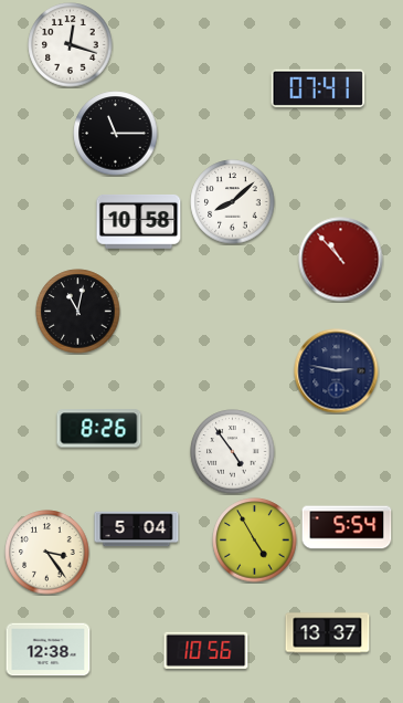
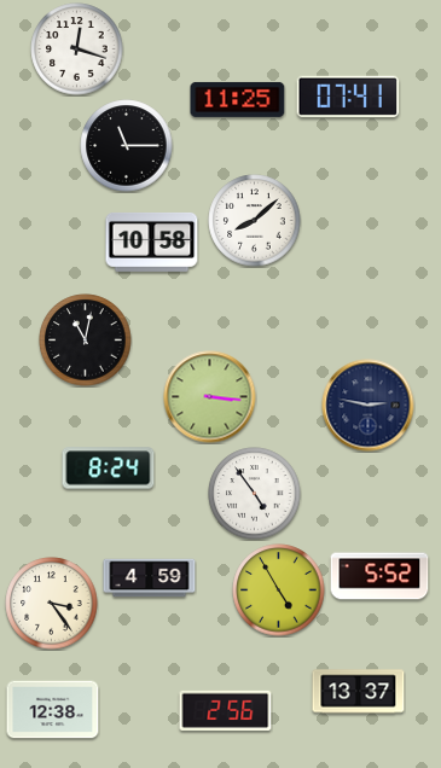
clock at (238, 99): none -> 11:25
clock at (341, 260): 10:53 -> none
clock at (210, 397): none -> 3:16
clock at (99, 429): 8:26 -> 8:24
clock at (347, 527): 5:54 -> 5:52
clock at (137, 529): 5:04 -> 4:59
clock at (206, 650): 10:56 -> 2:56
